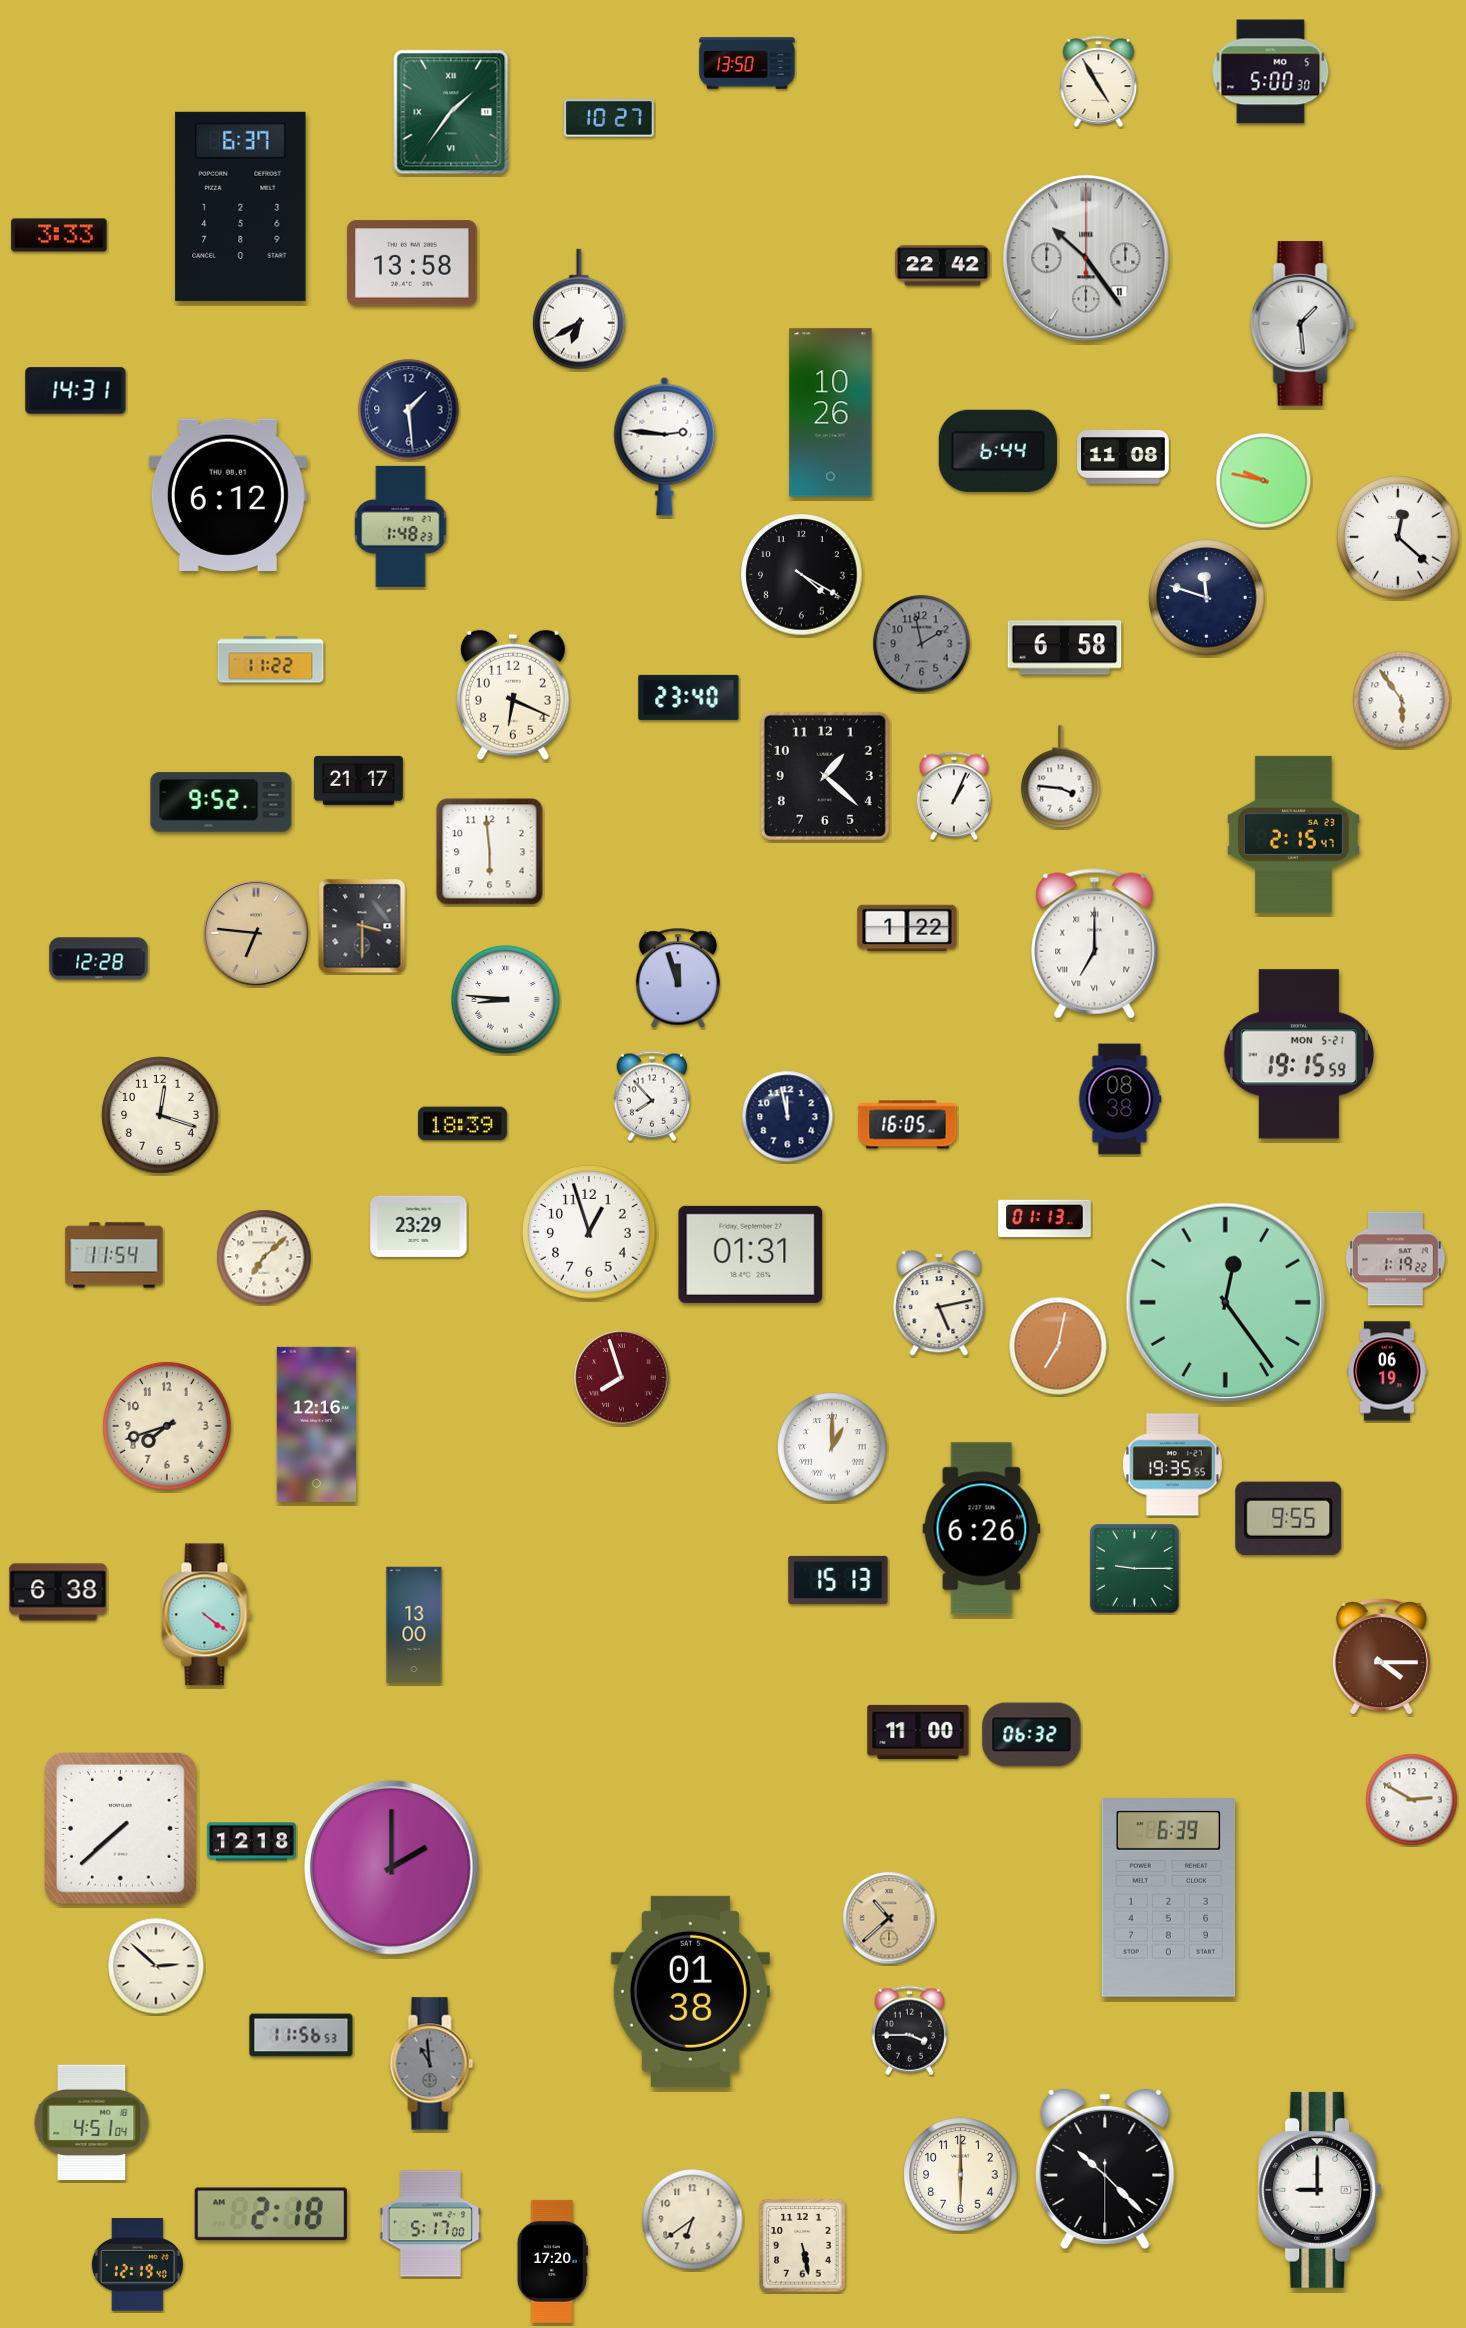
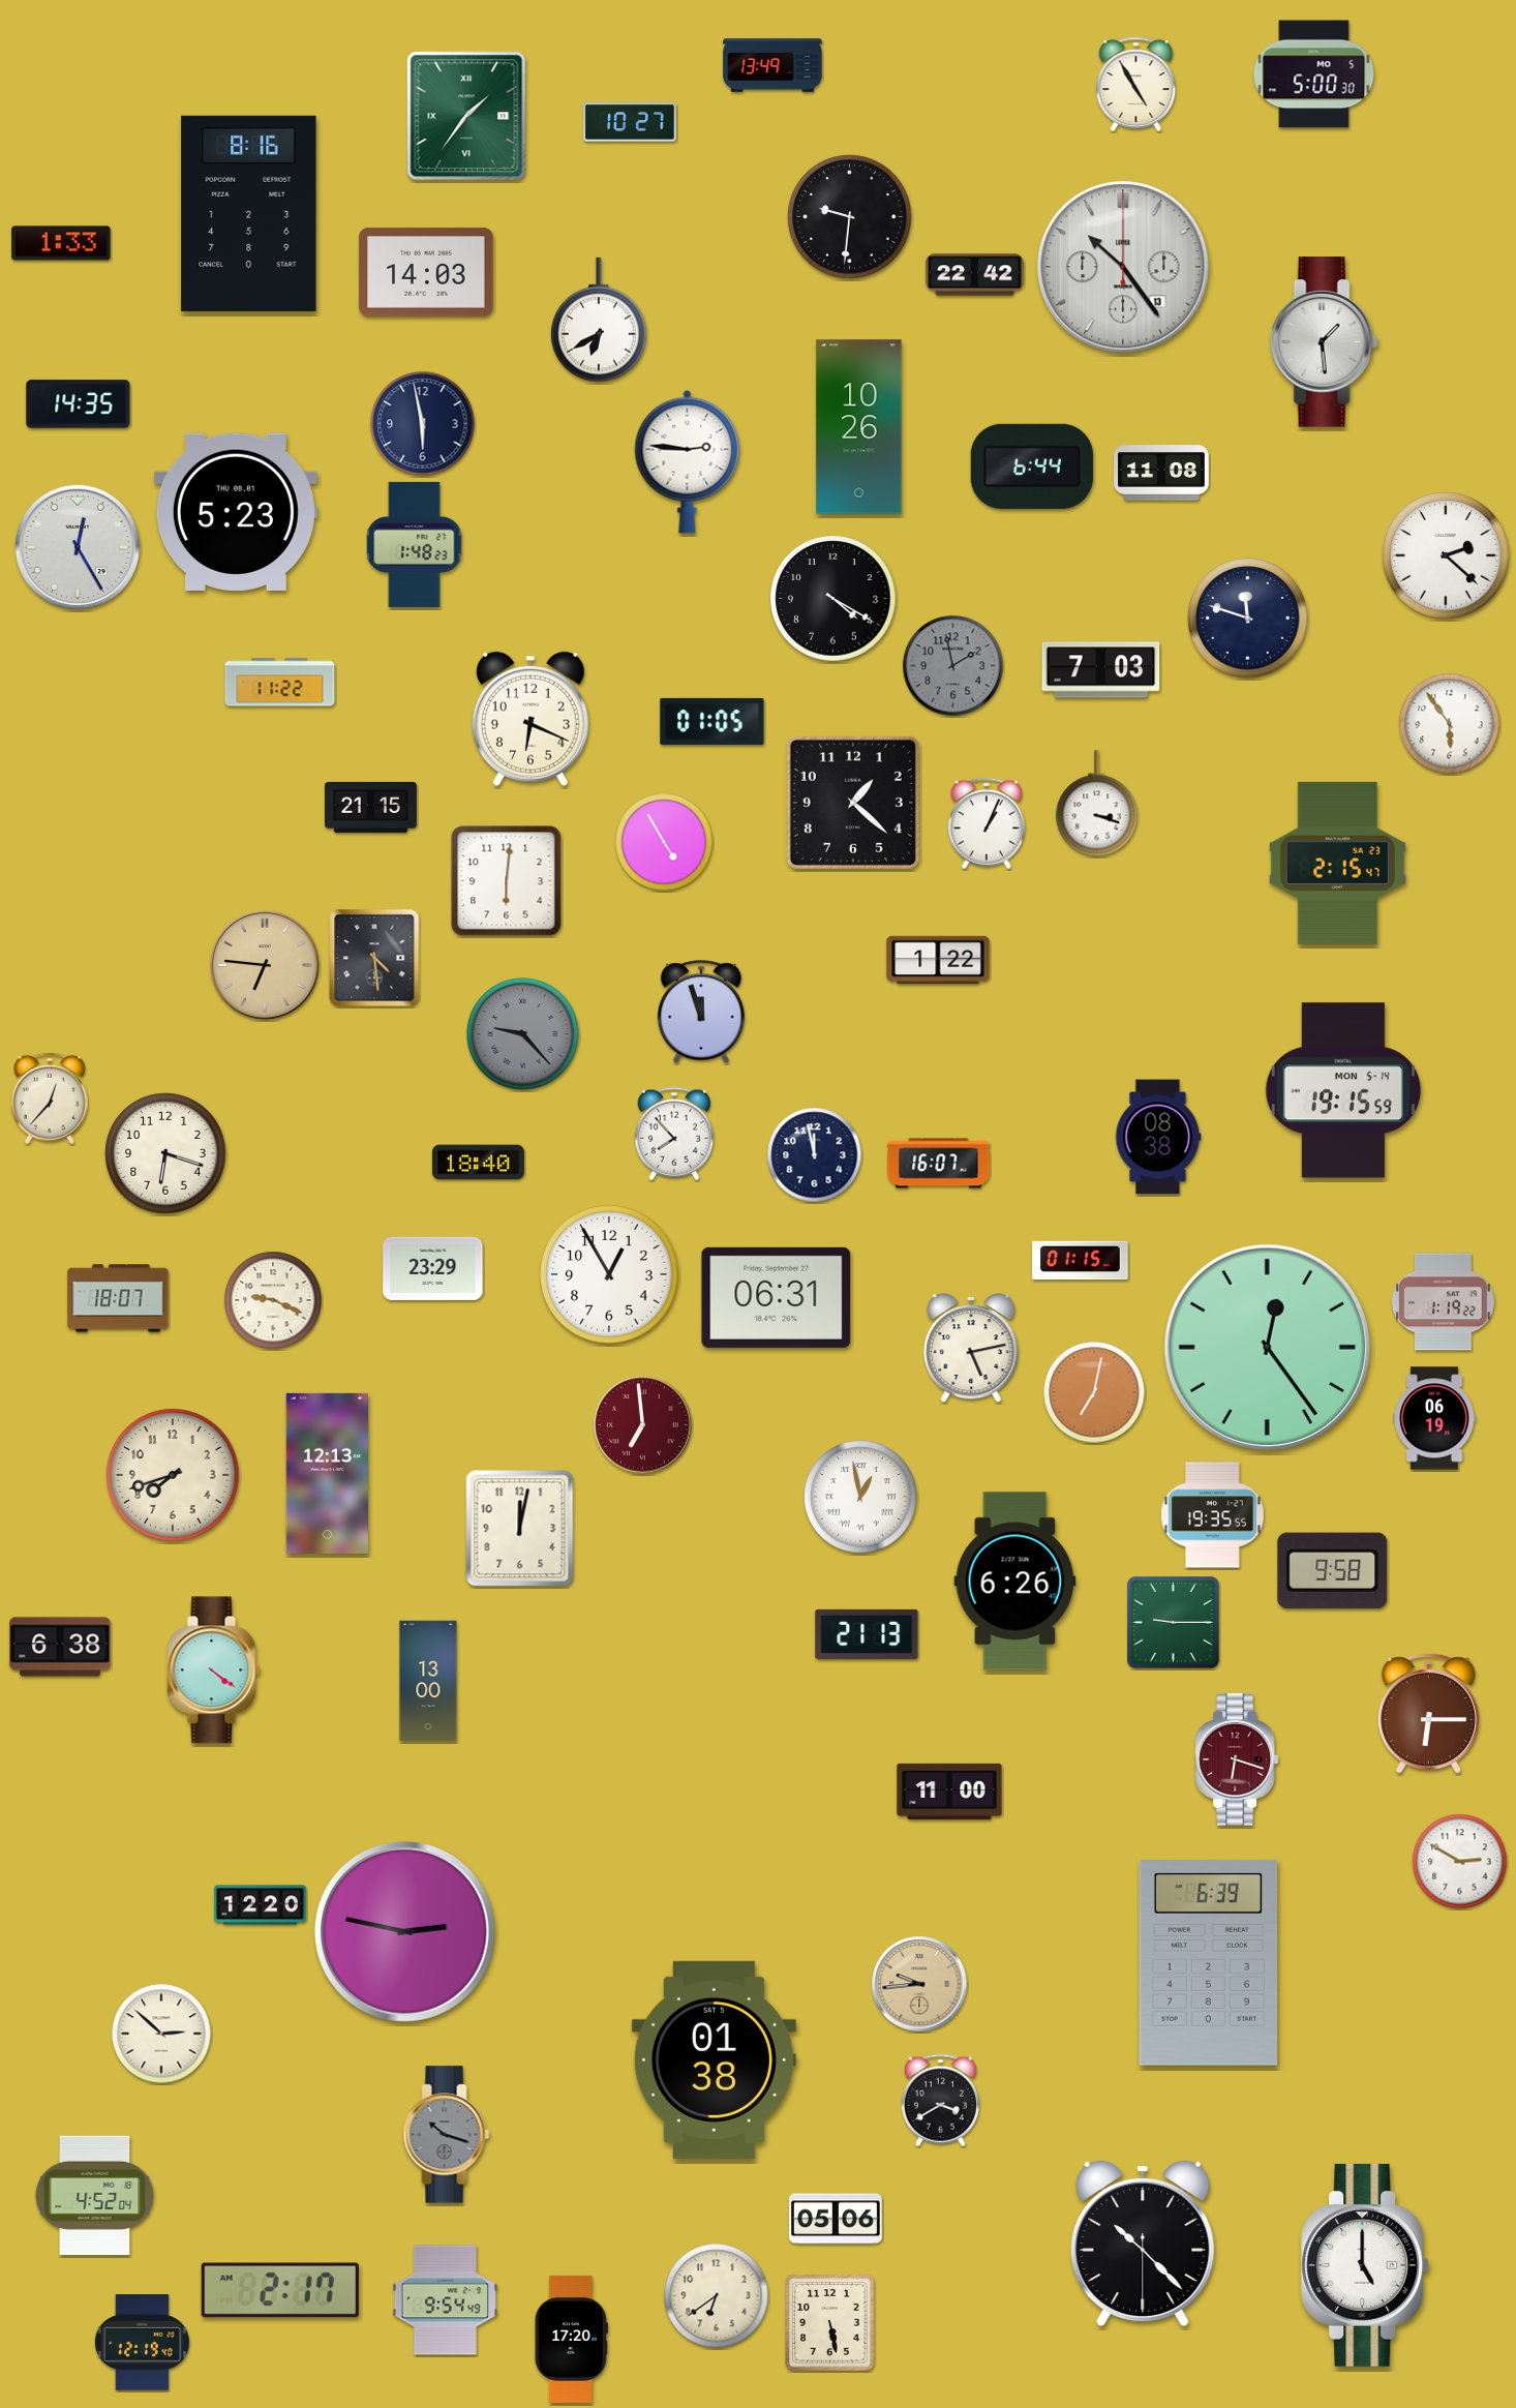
clock at (747, 63): 13:50 -> 13:49
clock at (241, 206): 6:37 -> 8:16
clock at (850, 217): none -> 9:31
clock at (59, 235): 3:33 -> 1:33
clock at (1086, 258) date: 11 -> 13
clock at (412, 263): 13:58 -> 14:03
clock at (1302, 324) position: (1302, 324) -> (1324, 342)
clock at (76, 391): 14:31 -> 14:35
clock at (409, 410): 1:29 -> 5:58
clock at (1264, 481): 9:47 -> none
clock at (228, 495): 6:12 -> 5:23
clock at (77, 546): none -> 12:25
clock at (1398, 537): 12:22 -> 2:22
clock at (802, 575) position: (802, 575) -> (833, 599)
clock at (1065, 648): 6:58 -> 7:03
clock at (689, 697): 23:40 -> 01:05
clock at (1061, 777): 3:46 -> 3:18
clock at (358, 780): 21:17 -> 21:15
clock at (221, 802): 9:52 -> none
clock at (664, 842): none -> 4:55
clock at (490, 852): 5:59 -> 6:01
clock at (362, 926): 3:30 -> 4:29
clock at (1095, 944): 7:00 -> none
clock at (99, 959): 12:28 -> none
clock at (506, 1000): 8:46 -> 9:23
clock at (506, 1000) dial: white -> grey
clock at (1299, 1054) date: MON 5-21 -> MON 5-14
clock at (50, 1098): none -> 12:37
clock at (160, 1115): 12:18 -> 6:18
clock at (462, 1124): 18:39 -> 18:40
clock at (908, 1125): 16:05 -> 16:07
clock at (1045, 1219): 01:13 -> 01:15
clock at (589, 1232): 12:57 -> 12:55
clock at (751, 1254): 01:31 -> 06:31
clock at (114, 1255): 11:54 -> 18:07
clock at (264, 1257): 7:08 -> 9:19
clock at (622, 1378): 7:57 -> 6:59
clock at (316, 1424): 12:16 -> 12:13
clock at (832, 1447): 1:00 -> 12:58
clock at (520, 1529): none -> 12:02
clock at (1289, 1518): 9:55 -> 9:58
clock at (838, 1580): 15:13 -> 21:13
clock at (1381, 1657): 4:15 -> 6:15
clock at (1236, 1759): none -> 6:18
clock at (1032, 1735): 06:32 -> none
clock at (120, 1828): 7:38 -> none
clock at (251, 1842): 12:18 -> 12:20
clock at (391, 1867): 2:00 -> 2:47
clock at (889, 1918): 10:38 -> 9:44
clock at (909, 2031): 3:45 -> 3:40
clock at (301, 2035): 11:56 -> none
clock at (432, 2064): 10:59 -> 10:18
clock at (92, 2123): 4:51 -> 4:52
clock at (836, 2219): none -> 05:06
clock at (961, 2175): 6:00 -> none
clock at (1321, 2190): 9:00 -> 5:00
clock at (271, 2214): 2:18 -> 2:17
clock at (430, 2224): 5:17 -> 9:54
